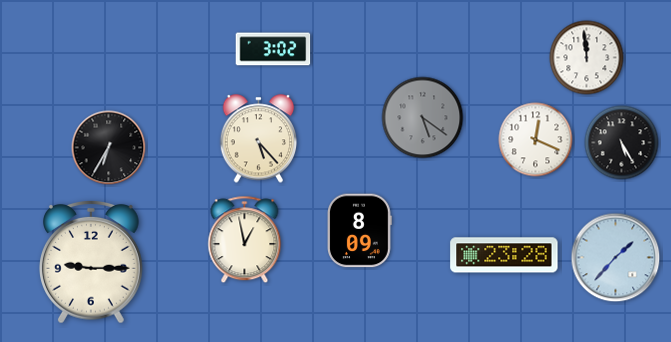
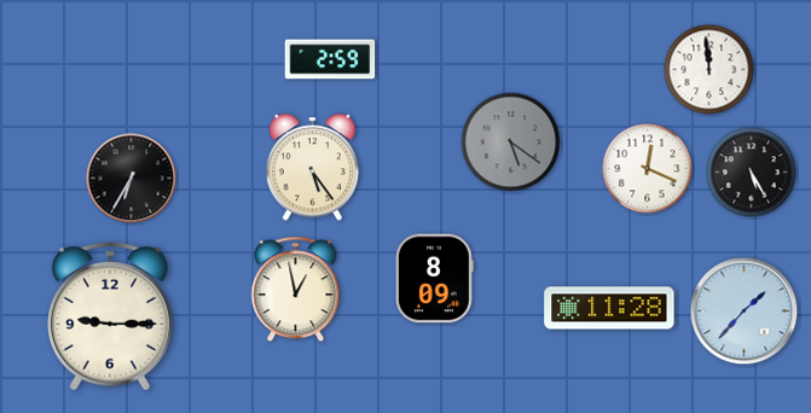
clock at (273, 49): 3:02 -> 2:59
clock at (259, 139): 5:23 -> 5:24
clock at (504, 255): 23:28 -> 11:28
